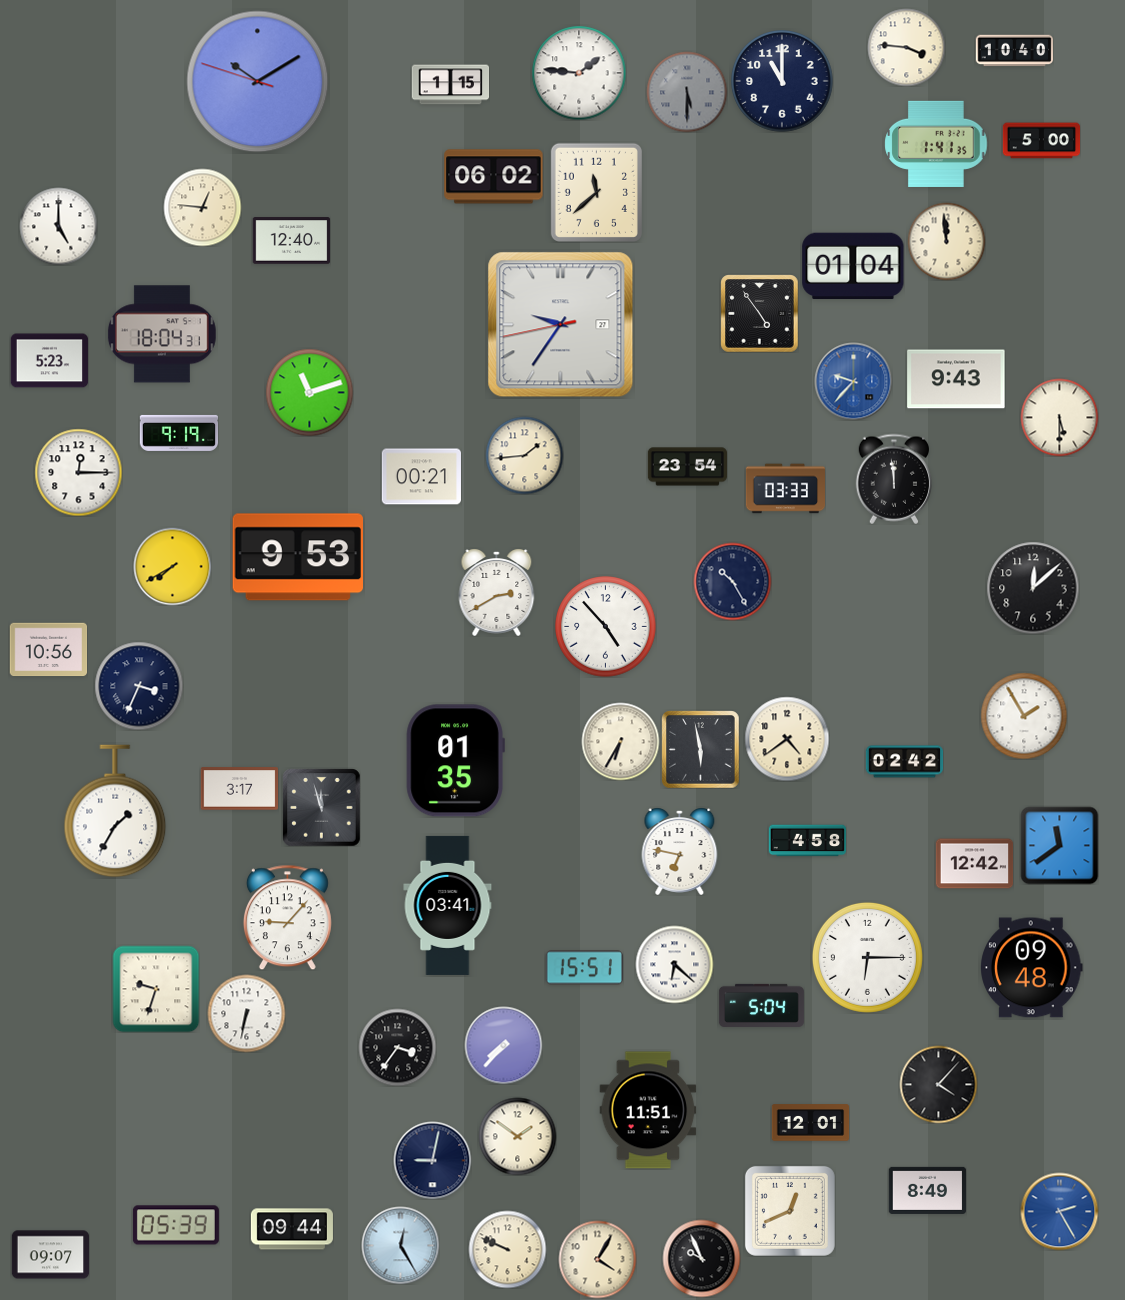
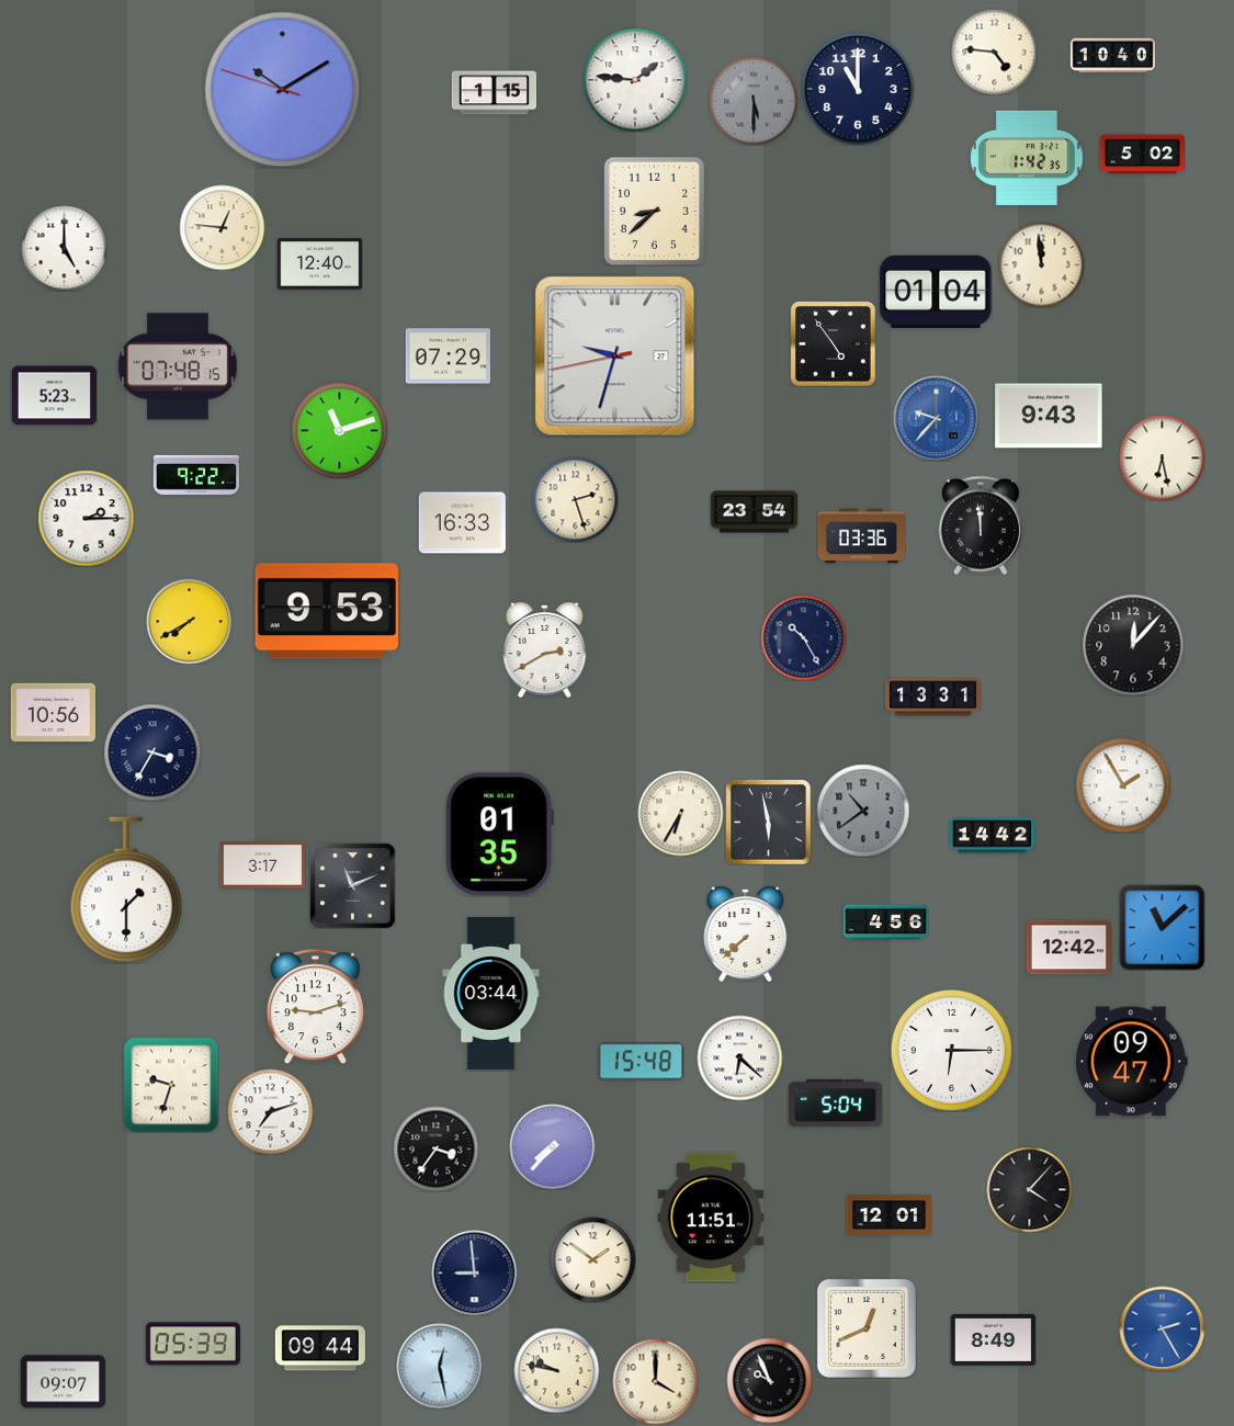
clock at (906, 47): 3:46 -> 4:46
clock at (1041, 141): 5:00 -> 5:02
clock at (936, 144): 1:41 -> 1:42
clock at (494, 177): 06:02 -> none
clock at (596, 192): 11:38 -> 8:38
clock at (946, 241) position: (946, 241) -> (1041, 264)
clock at (448, 356): none -> 07:29
clock at (561, 325): 9:35 -> 9:32
clock at (162, 334): 18:04 -> 07:48
clock at (1059, 417): 5:30 -> 6:28
clock at (179, 433): 9:19 -> 9:22
clock at (524, 455): 1:44 -> 2:27
clock at (78, 472): 12:15 -> 2:15
clock at (421, 477): 00:21 -> 16:33
clock at (785, 489): 03:33 -> 03:36
clock at (1033, 588): 12:08 -> 12:07
clock at (606, 627): 4:53 -> none
clock at (932, 698): none -> 13:31
clock at (139, 686): 3:34 -> 3:35
clock at (787, 739): 4:39 -> 10:39
clock at (787, 739) dial: cream -> grey
clock at (904, 762): 02:42 -> 14:42
clock at (321, 807): 11:57 -> 11:11
clock at (115, 811): 1:35 -> 1:30
clock at (807, 841): 4:58 -> 4:56
clock at (1059, 845): 11:39 -> 11:08
clock at (680, 851): 6:47 -> 7:38
clock at (448, 905): 03:41 -> 03:44
clock at (287, 917): 9:07 -> 9:12
clock at (584, 968): 15:51 -> 15:48
clock at (1032, 968): 09:48 -> 09:47
clock at (246, 1013): 6:32 -> 7:12
clock at (810, 1123) position: (810, 1123) -> (888, 1215)
clock at (517, 1136) position: (517, 1136) -> (592, 1259)
clock at (432, 1160): 9:02 -> 8:59
clock at (927, 1190) position: (927, 1190) -> (993, 1339)
clock at (400, 1245): 12:25 -> 12:28
clock at (507, 1249): 9:49 -> 9:47
clock at (50, 1255) position: (50, 1255) -> (63, 1382)
clock at (597, 1259): 4:05 -> 4:00
